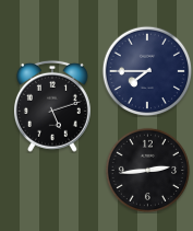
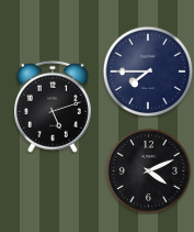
clock at (147, 170): 2:44 -> 4:11
